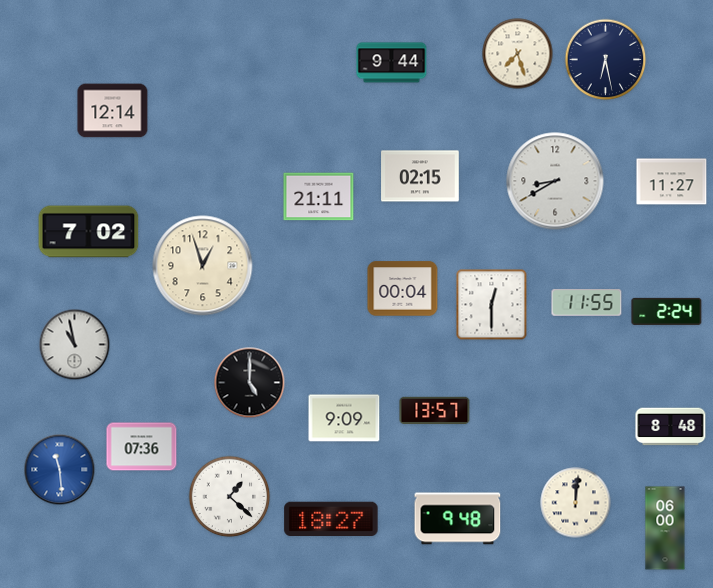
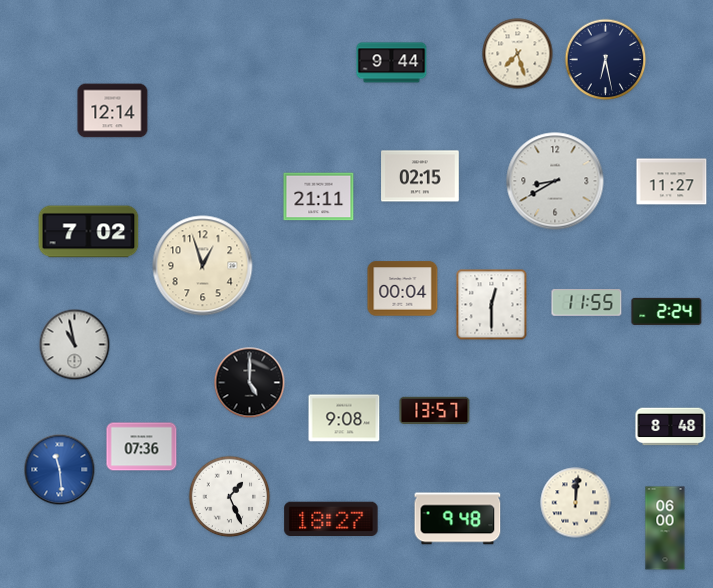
clock at (344, 418): 9:09 -> 9:08
clock at (230, 497): 1:22 -> 1:26
